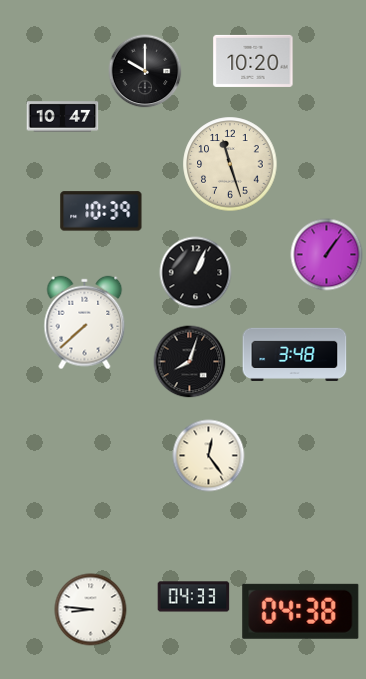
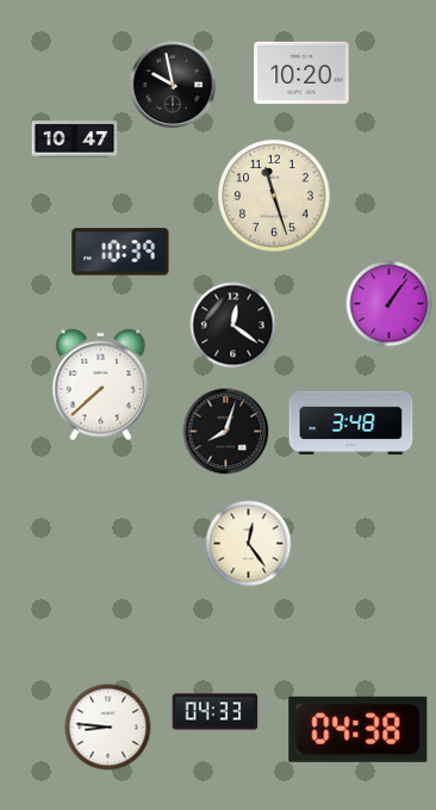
clock at (145, 71): 10:00 -> 9:58
clock at (196, 273): 1:04 -> 12:21
clock at (194, 597) position: (194, 597) -> (216, 712)
